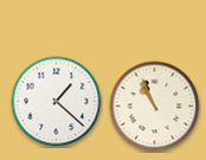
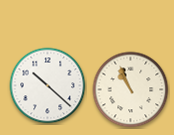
clock at (57, 102): 1:22 -> 10:22
